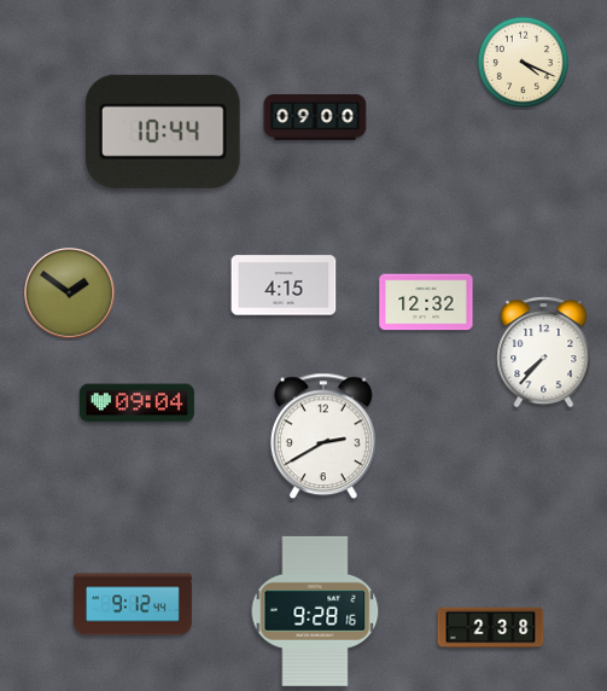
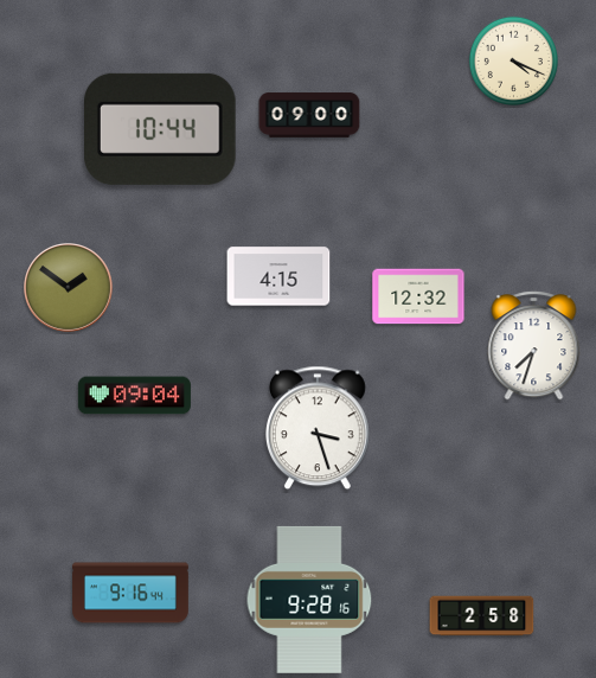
clock at (284, 285) position: (284, 285) -> (278, 276)
clock at (544, 353): 7:37 -> 7:33
clock at (323, 436): 2:40 -> 3:27
clock at (133, 604): 9:12 -> 9:16
clock at (491, 628): 2:38 -> 2:58
